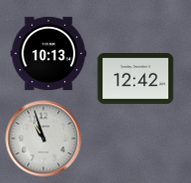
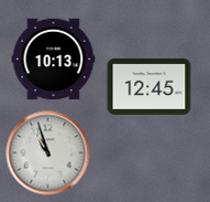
clock at (136, 78): 12:42 -> 12:45
